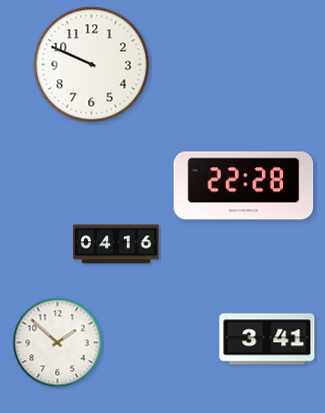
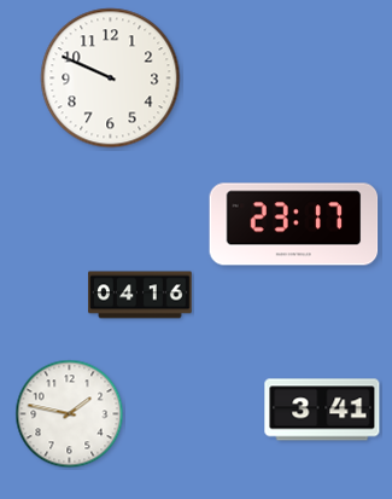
clock at (244, 186): 22:28 -> 23:17
clock at (58, 343): 1:52 -> 1:47
